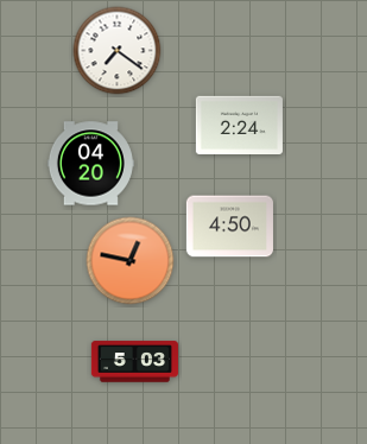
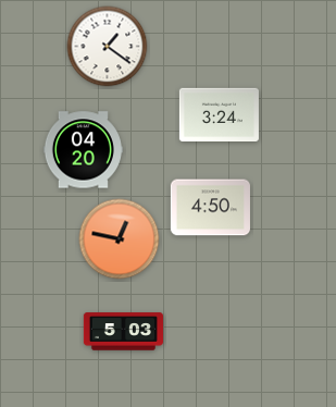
clock at (118, 51): 7:21 -> 1:21
clock at (239, 126): 2:24 -> 3:24
